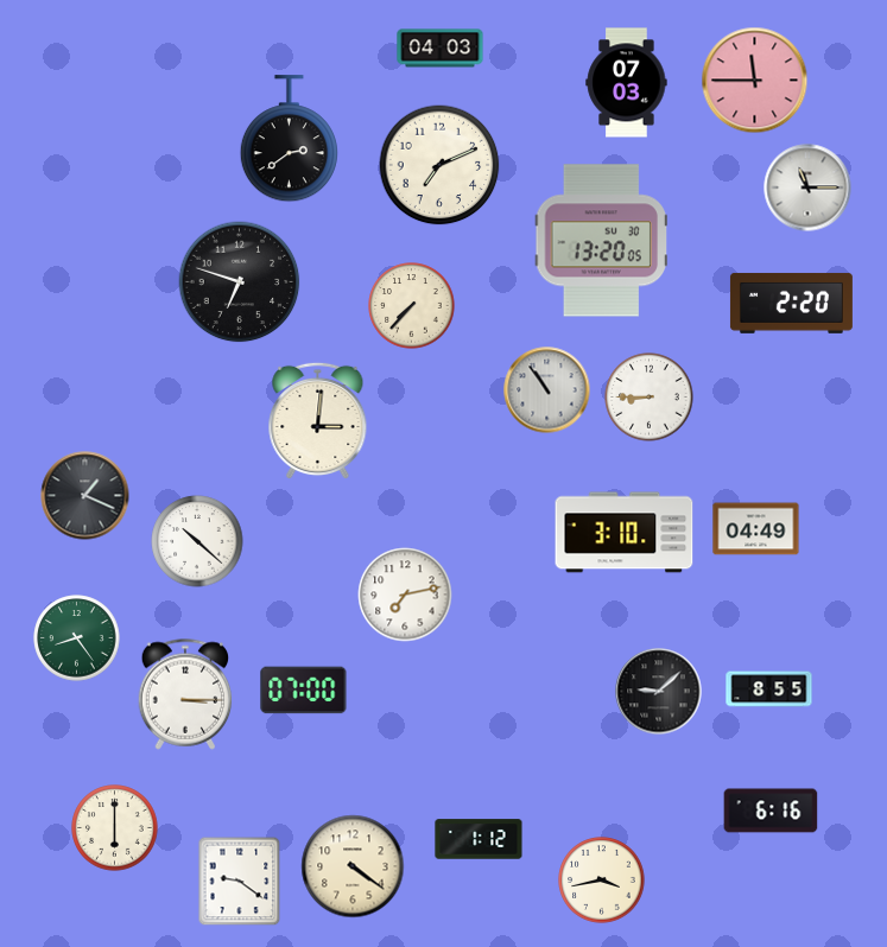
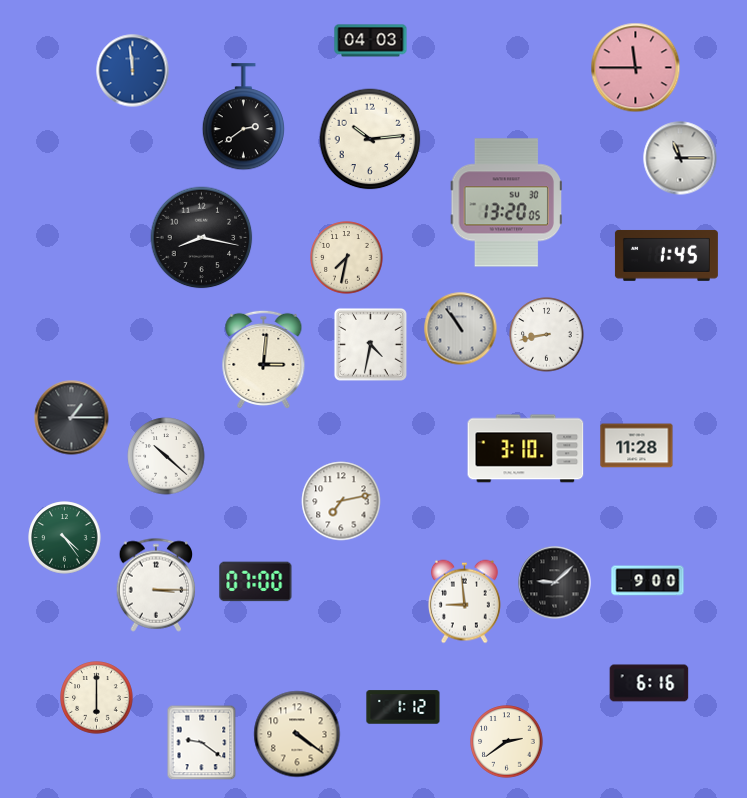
clock at (627, 83): 07:03 -> none
clock at (133, 71): none -> 11:59
clock at (439, 165): 7:11 -> 10:14
clock at (240, 282): 6:48 -> 8:17
clock at (791, 304): 2:20 -> 1:45
clock at (412, 306): 7:37 -> 7:32
clock at (650, 398): 8:45 -> 8:43
clock at (370, 344): none -> 4:32
clock at (318, 421) position: (318, 421) -> (264, 360)
clock at (85, 496): 1:19 -> 1:15
clock at (756, 529): 04:49 -> 11:28
clock at (77, 638): 8:24 -> 4:24
clock at (769, 689): 8:55 -> 9:00
clock at (464, 602): none -> 8:59
clock at (353, 866) position: (353, 866) -> (297, 734)
clock at (602, 881): 3:43 -> 2:39
